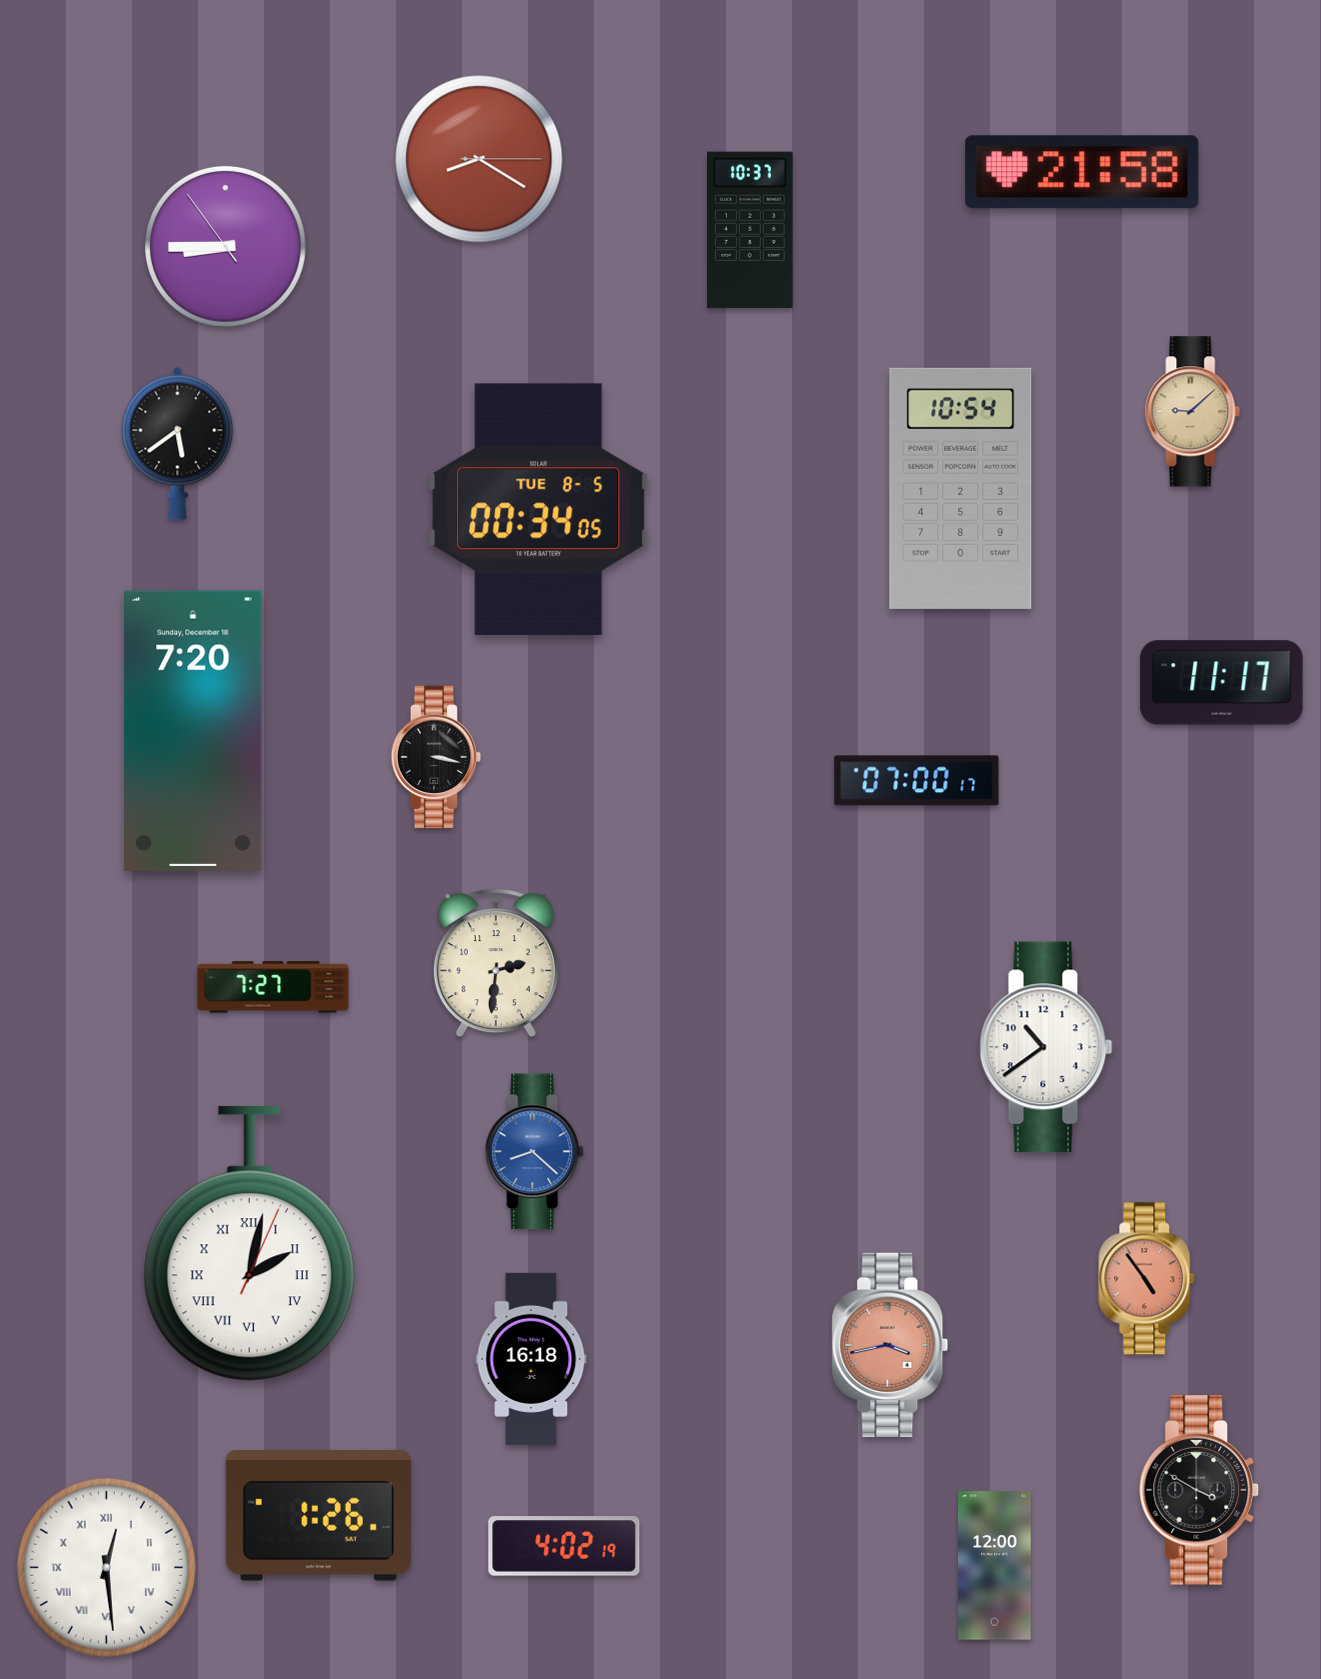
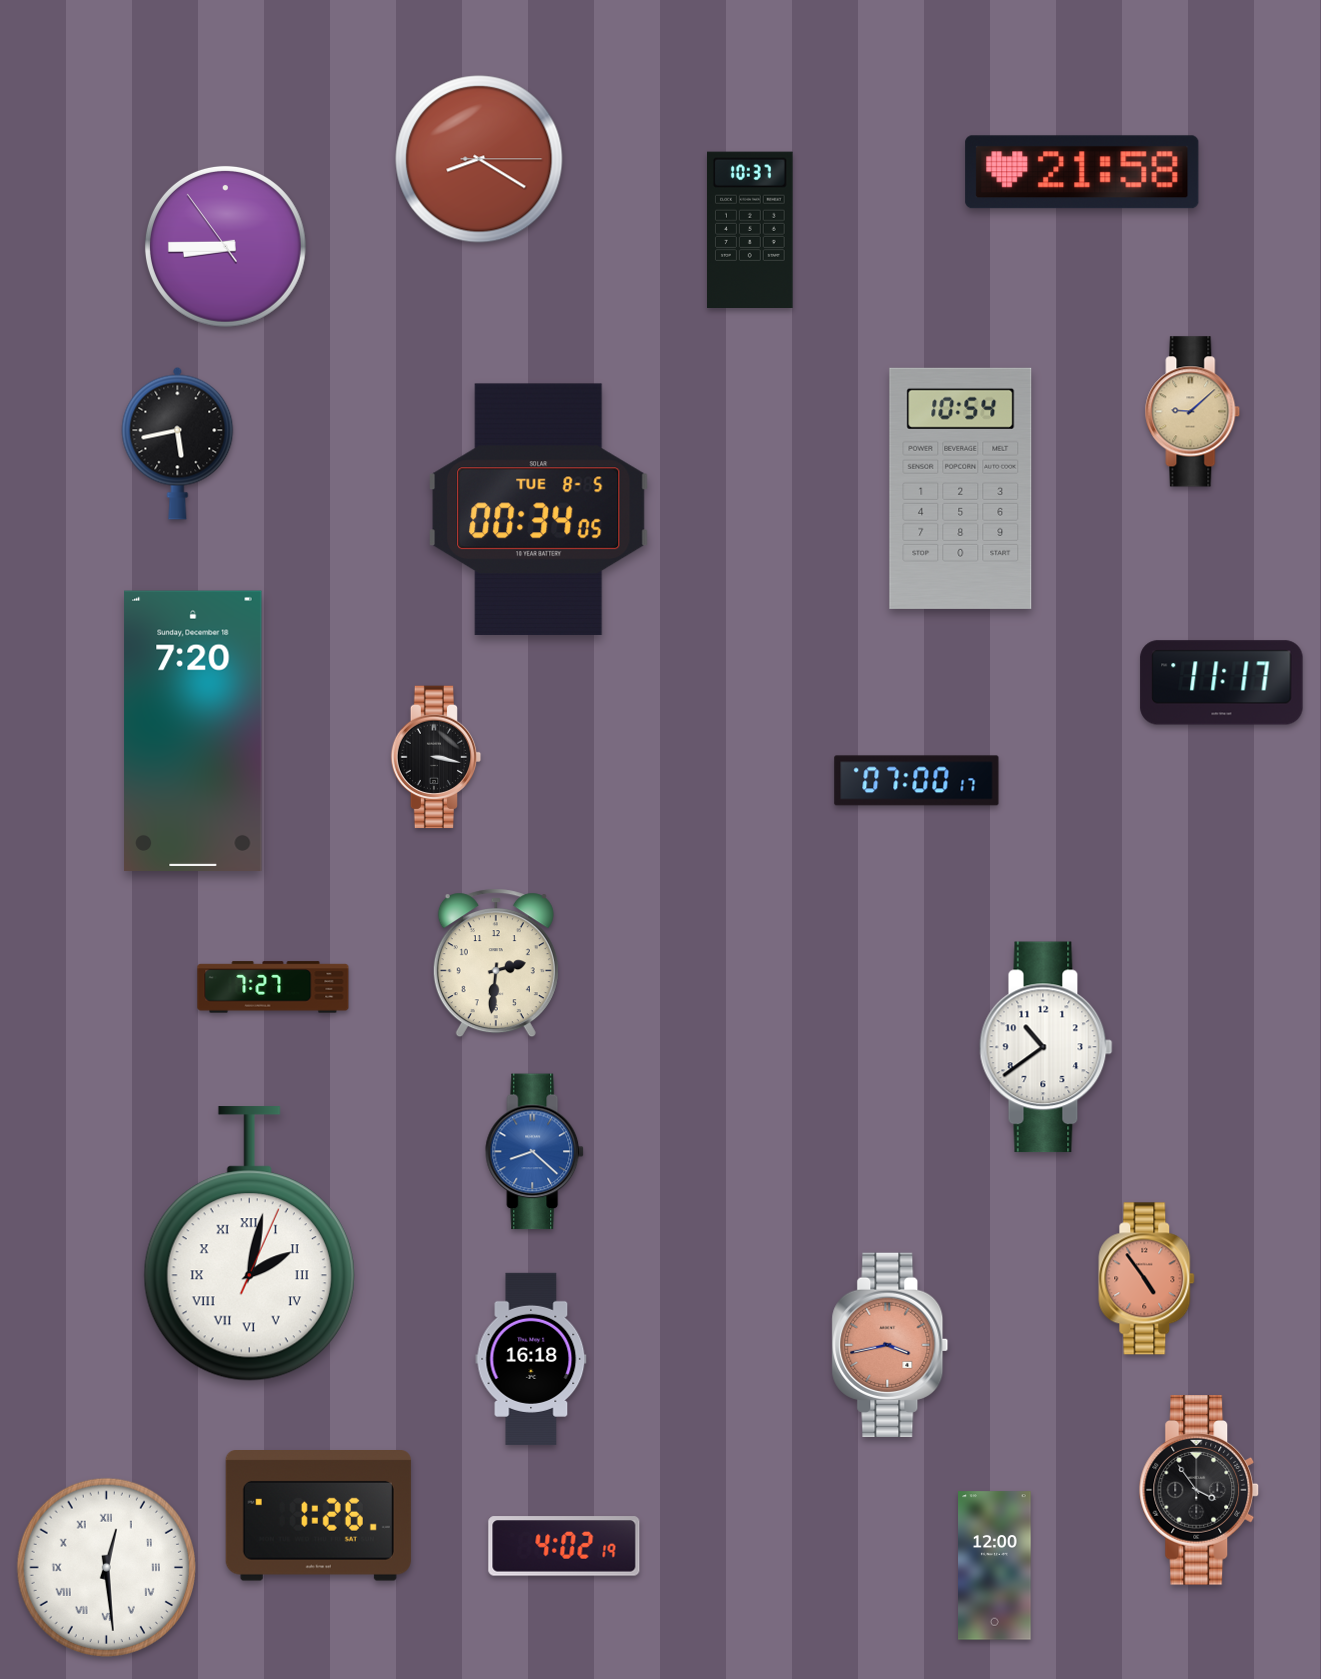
clock at (178, 443): 5:39 -> 5:43
clock at (1199, 1490): 3:50 -> 3:54
